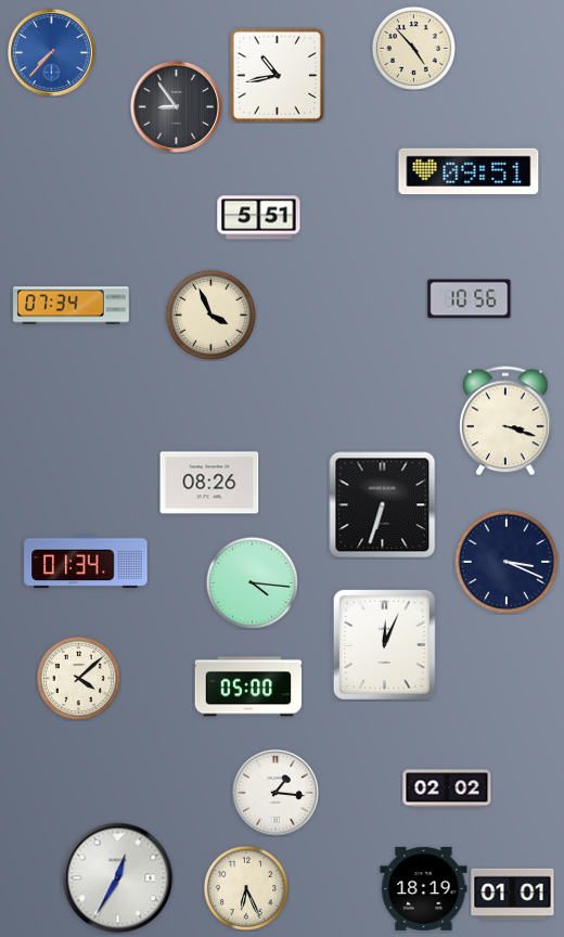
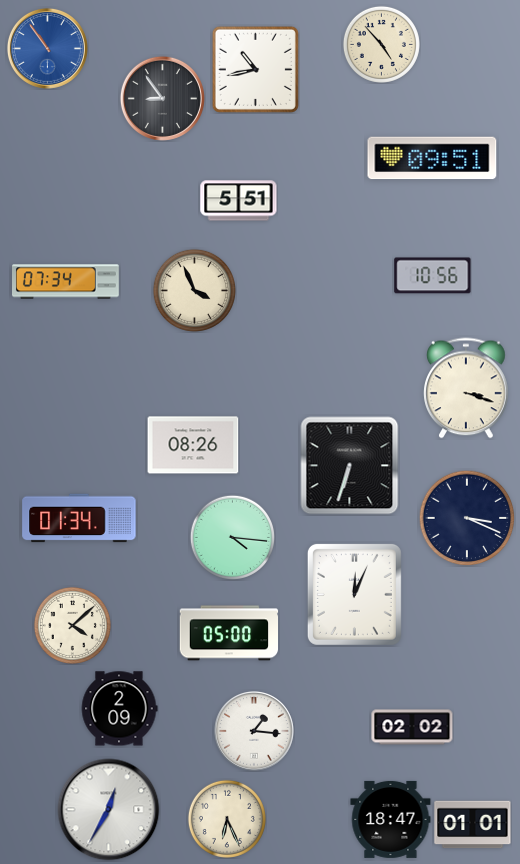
clock at (51, 52): 7:37 -> 10:54
clock at (383, 505) position: (383, 505) -> (350, 466)
clock at (119, 709): none -> 2:09
clock at (424, 888): 18:19 -> 18:47
